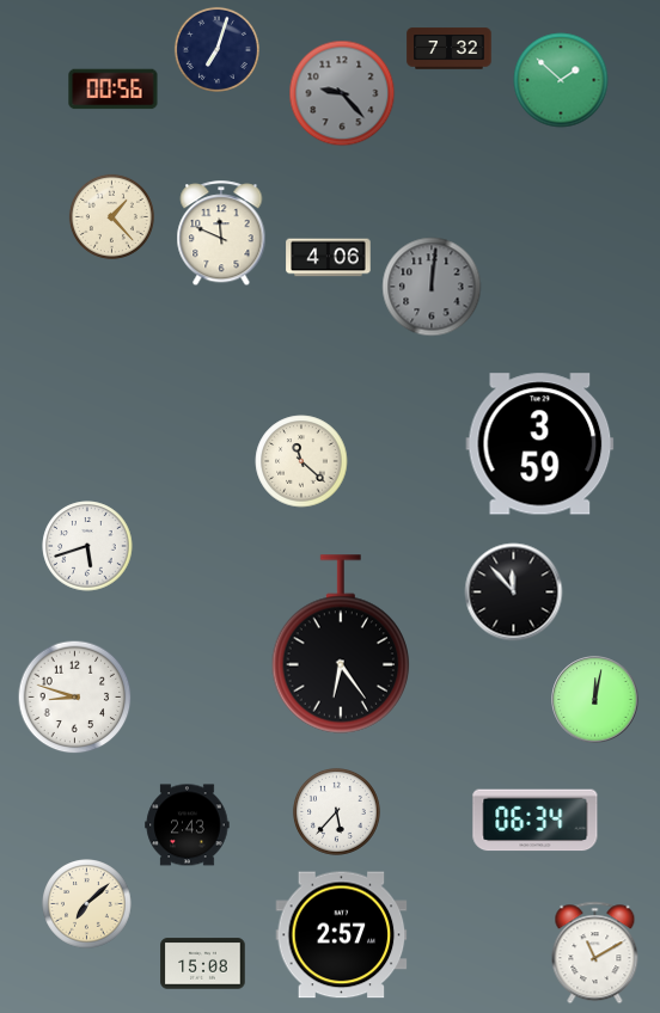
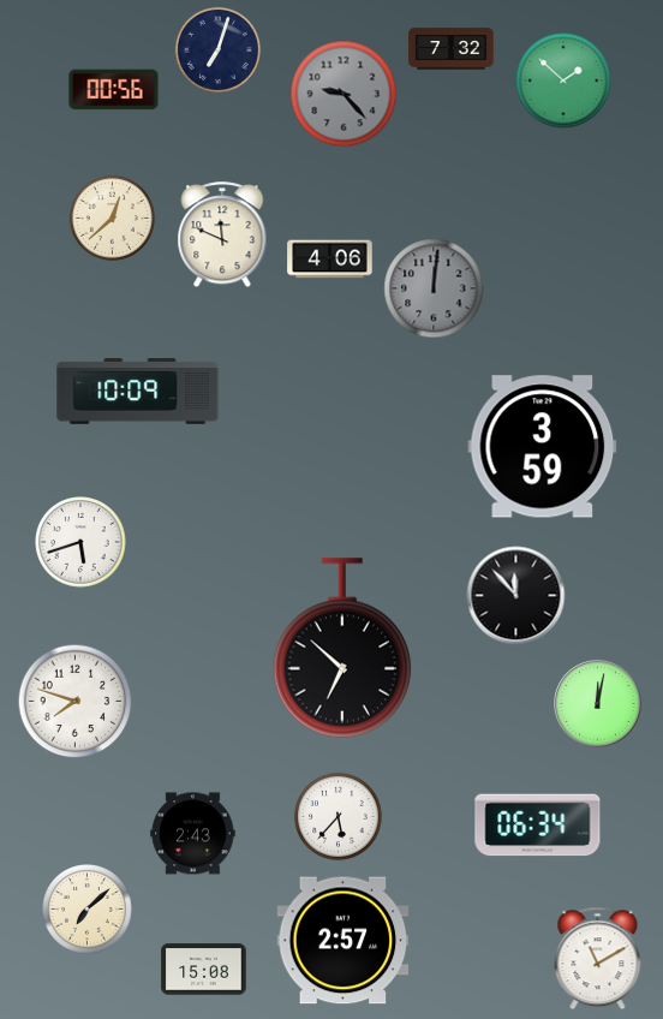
clock at (111, 216): 1:23 -> 12:38
clock at (138, 392): none -> 10:09
clock at (301, 461): 11:22 -> none
clock at (87, 546) position: (87, 546) -> (80, 542)
clock at (341, 644): 6:24 -> 6:52
clock at (75, 698): 8:48 -> 7:48
clock at (188, 825) position: (188, 825) -> (193, 834)
